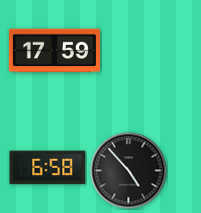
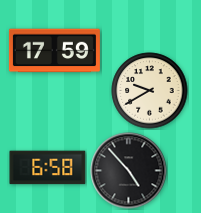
clock at (150, 91): none -> 9:40
